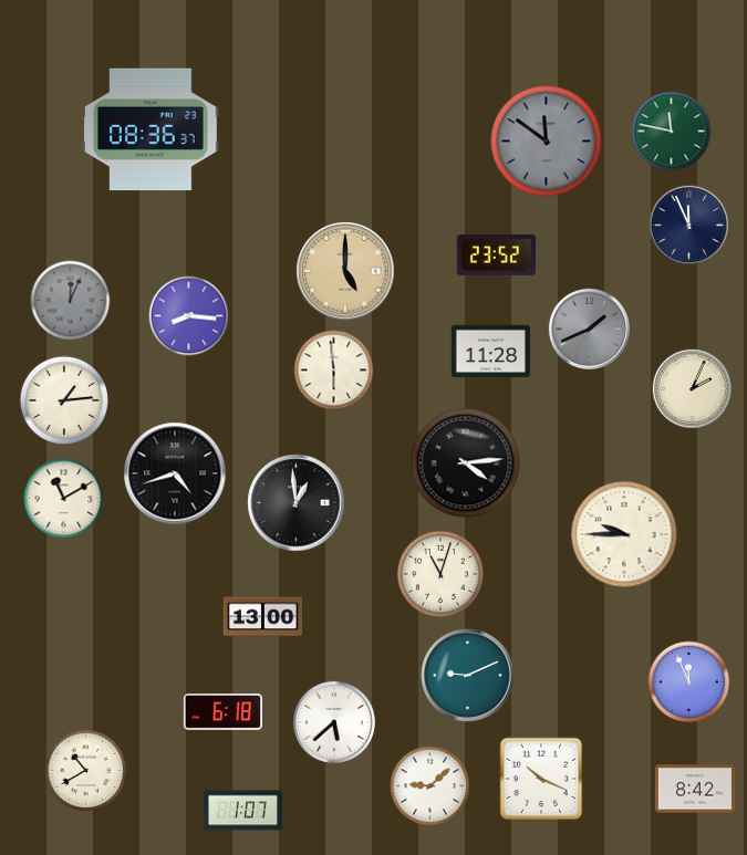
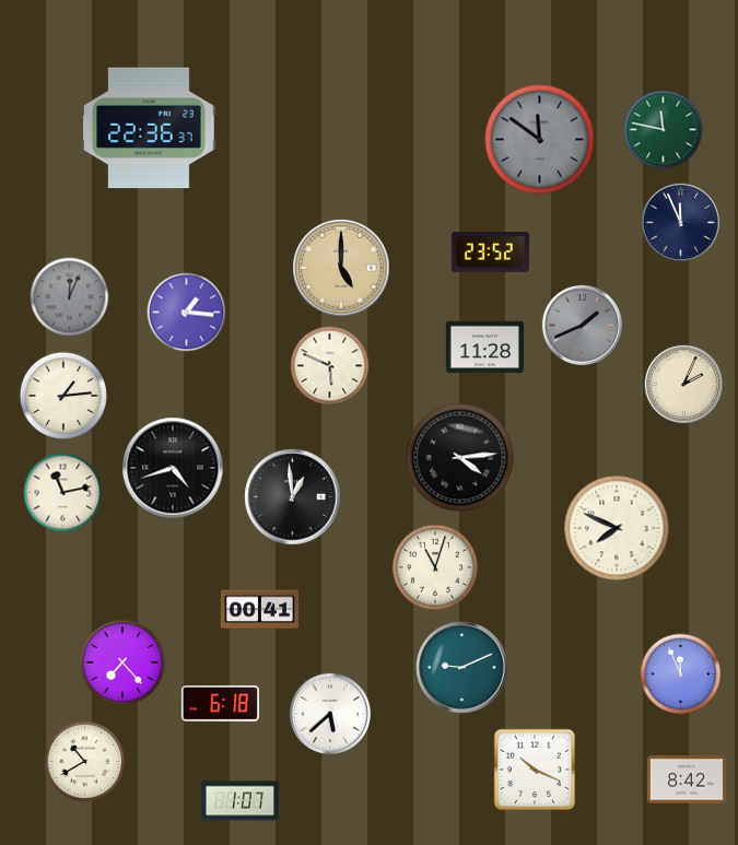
clock at (151, 129): 08:36 -> 22:36
clock at (189, 316): 8:16 -> 1:16
clock at (334, 371): 5:59 -> 5:49
clock at (64, 499): 11:10 -> 11:13
clock at (624, 534): 9:45 -> 7:49
clock at (262, 617): 13:00 -> 00:41
clock at (122, 662): none -> 7:23
clock at (430, 786): 9:08 -> none
